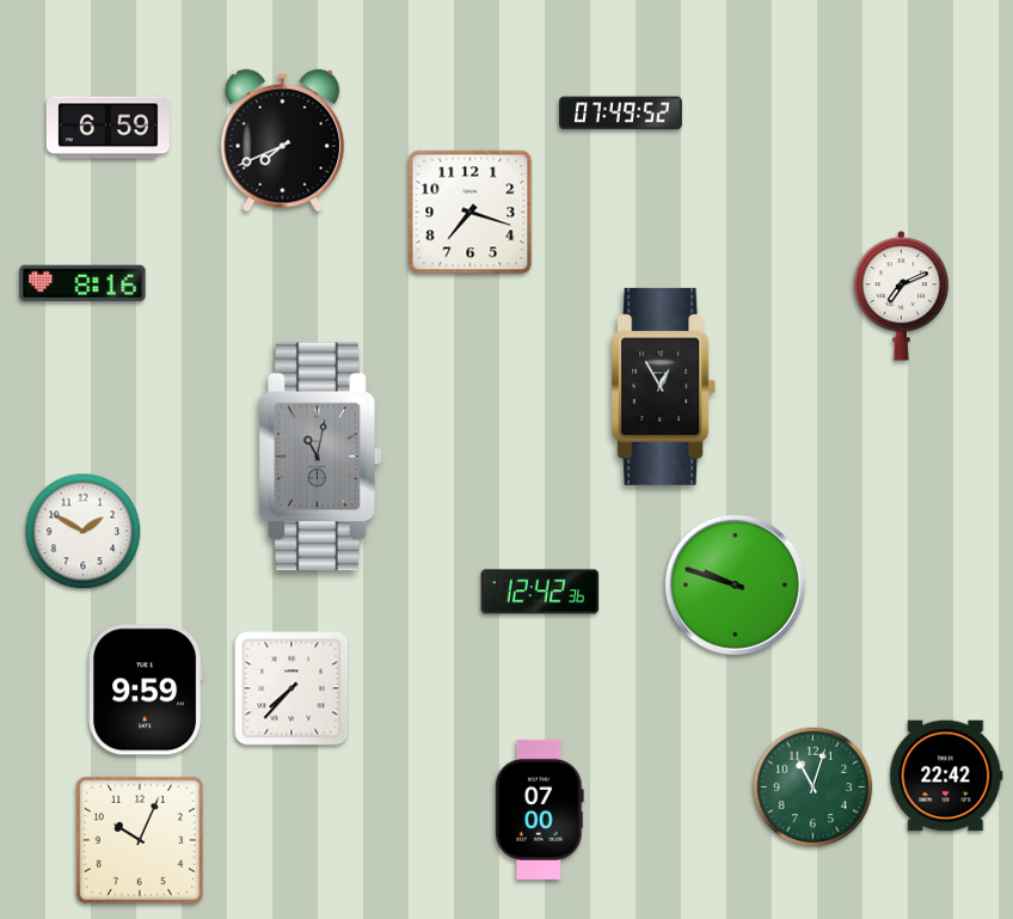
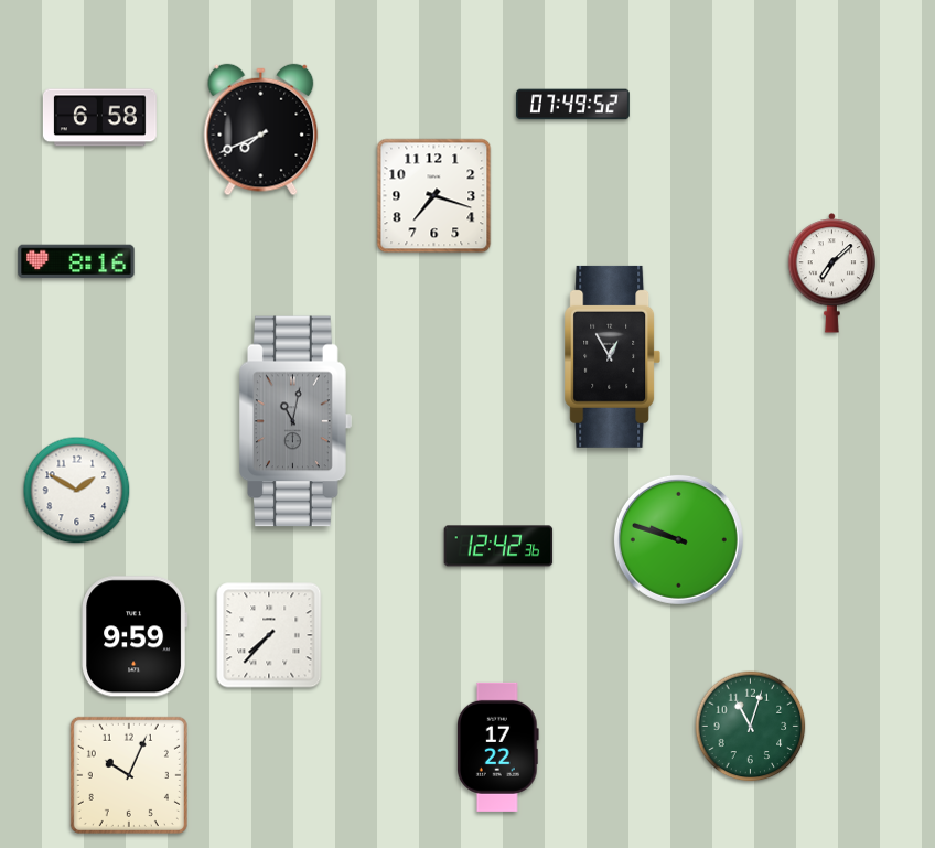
clock at (108, 128): 6:59 -> 6:58
clock at (902, 296): 7:11 -> 7:08
clock at (946, 776): 22:42 -> none
clock at (539, 809): 07:00 -> 17:22
